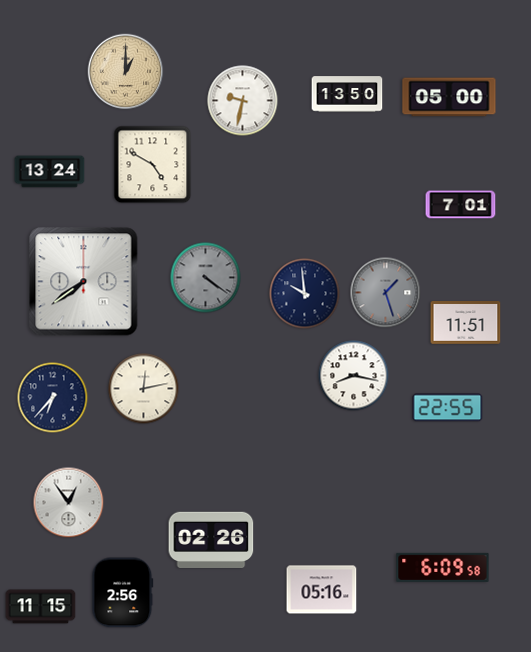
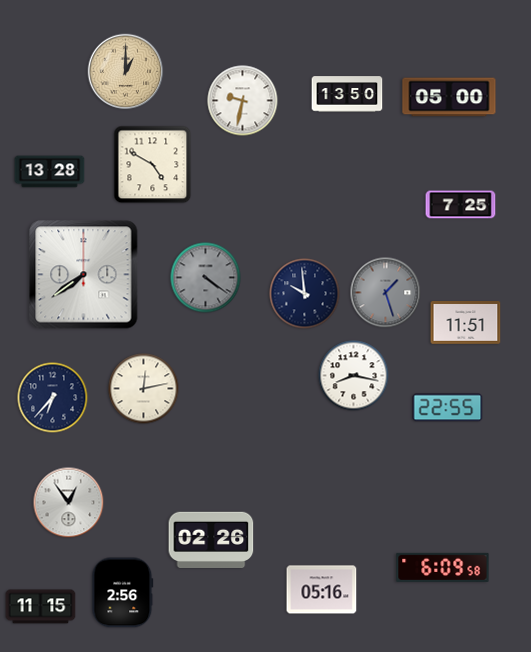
clock at (50, 172): 13:24 -> 13:28
clock at (461, 205): 7:01 -> 7:25
clock at (84, 282) position: (84, 282) -> (84, 275)
